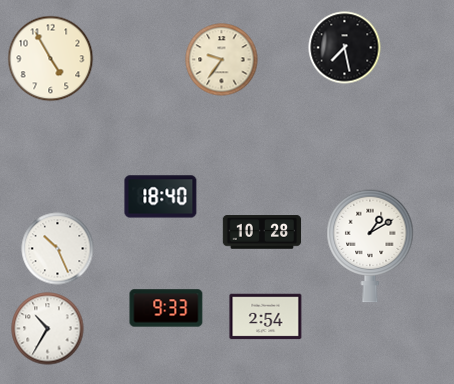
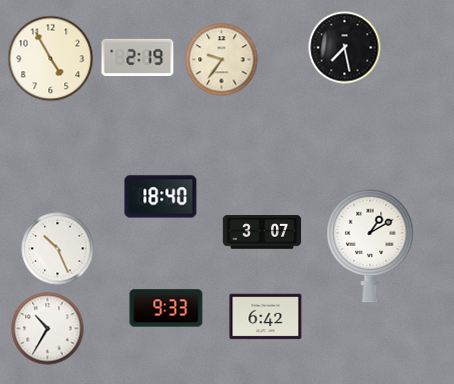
clock at (138, 57): none -> 2:19
clock at (262, 232): 10:28 -> 3:07
clock at (266, 317): 2:54 -> 6:42
